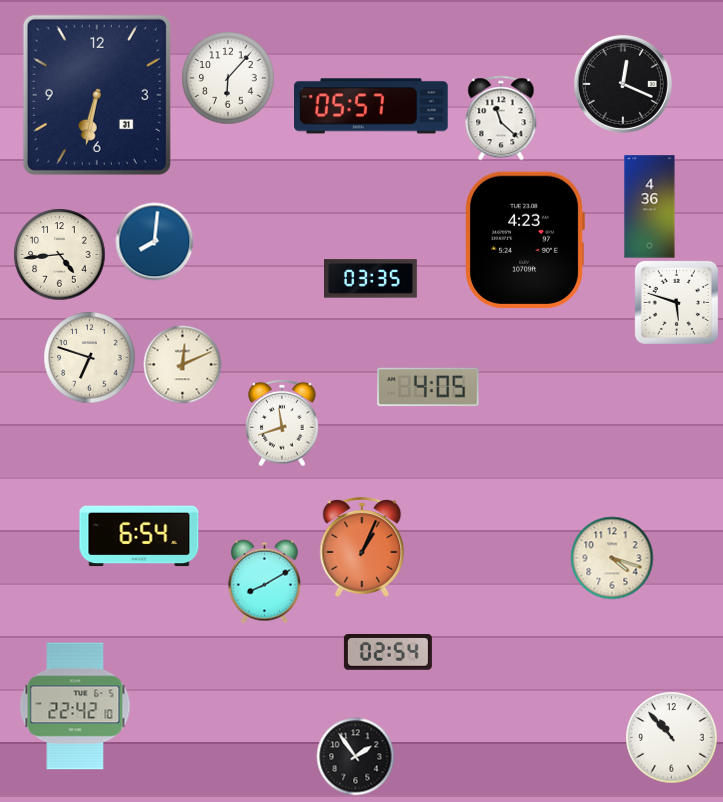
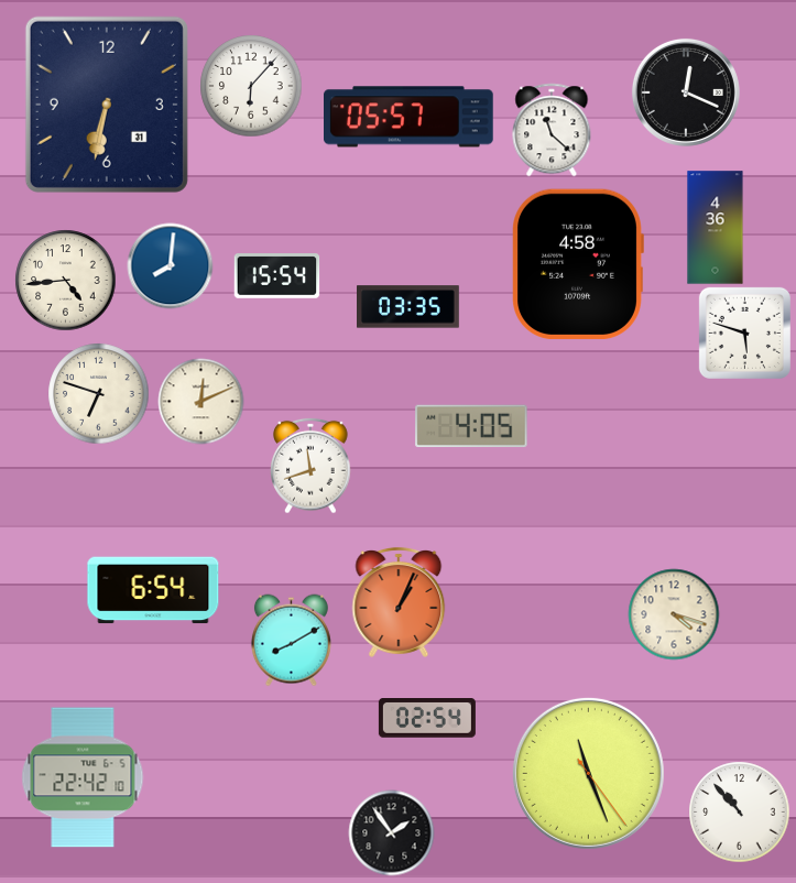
clock at (525, 239): 4:23 -> 4:58
clock at (276, 276): none -> 15:54
clock at (588, 773): none -> 11:26
